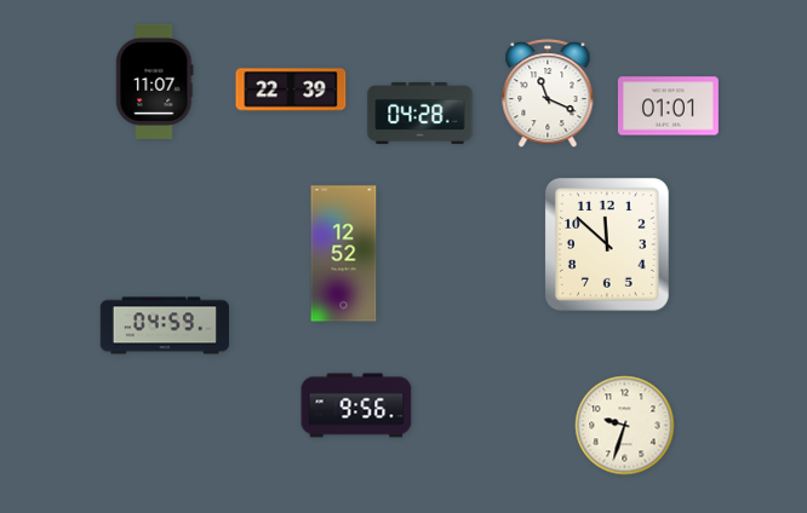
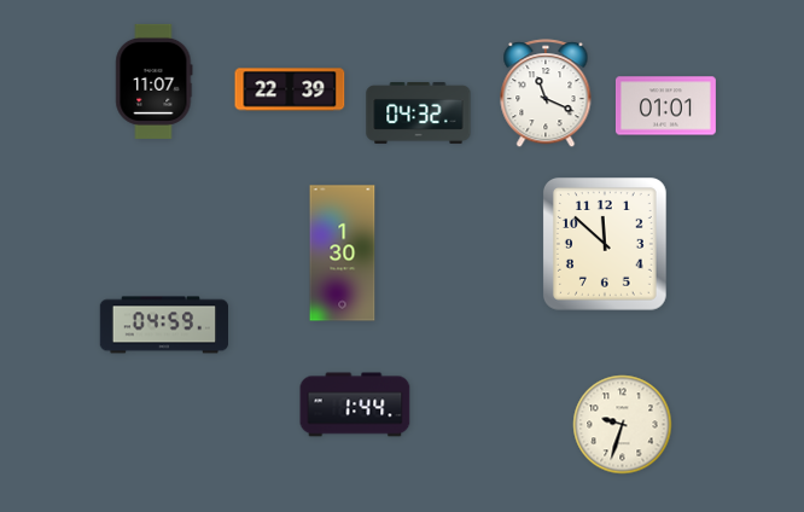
clock at (420, 113): 04:28 -> 04:32
clock at (344, 254): 12:52 -> 1:30
clock at (356, 405): 9:56 -> 1:44
